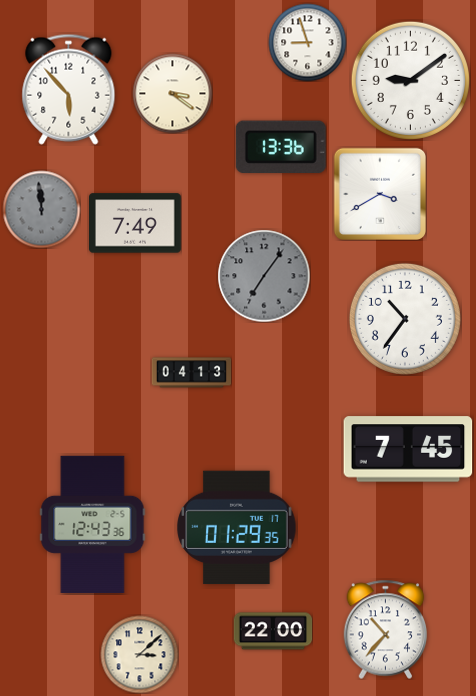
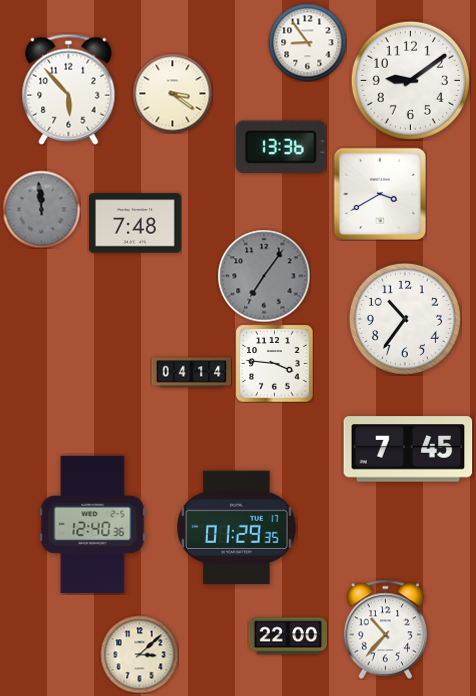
clock at (307, 42): 8:57 -> 8:54
clock at (136, 223): 7:49 -> 7:48
clock at (274, 363): none -> 3:46
clock at (191, 373): 04:13 -> 04:14
clock at (93, 524): 12:43 -> 12:40
clock at (273, 631) position: (273, 631) -> (288, 636)
